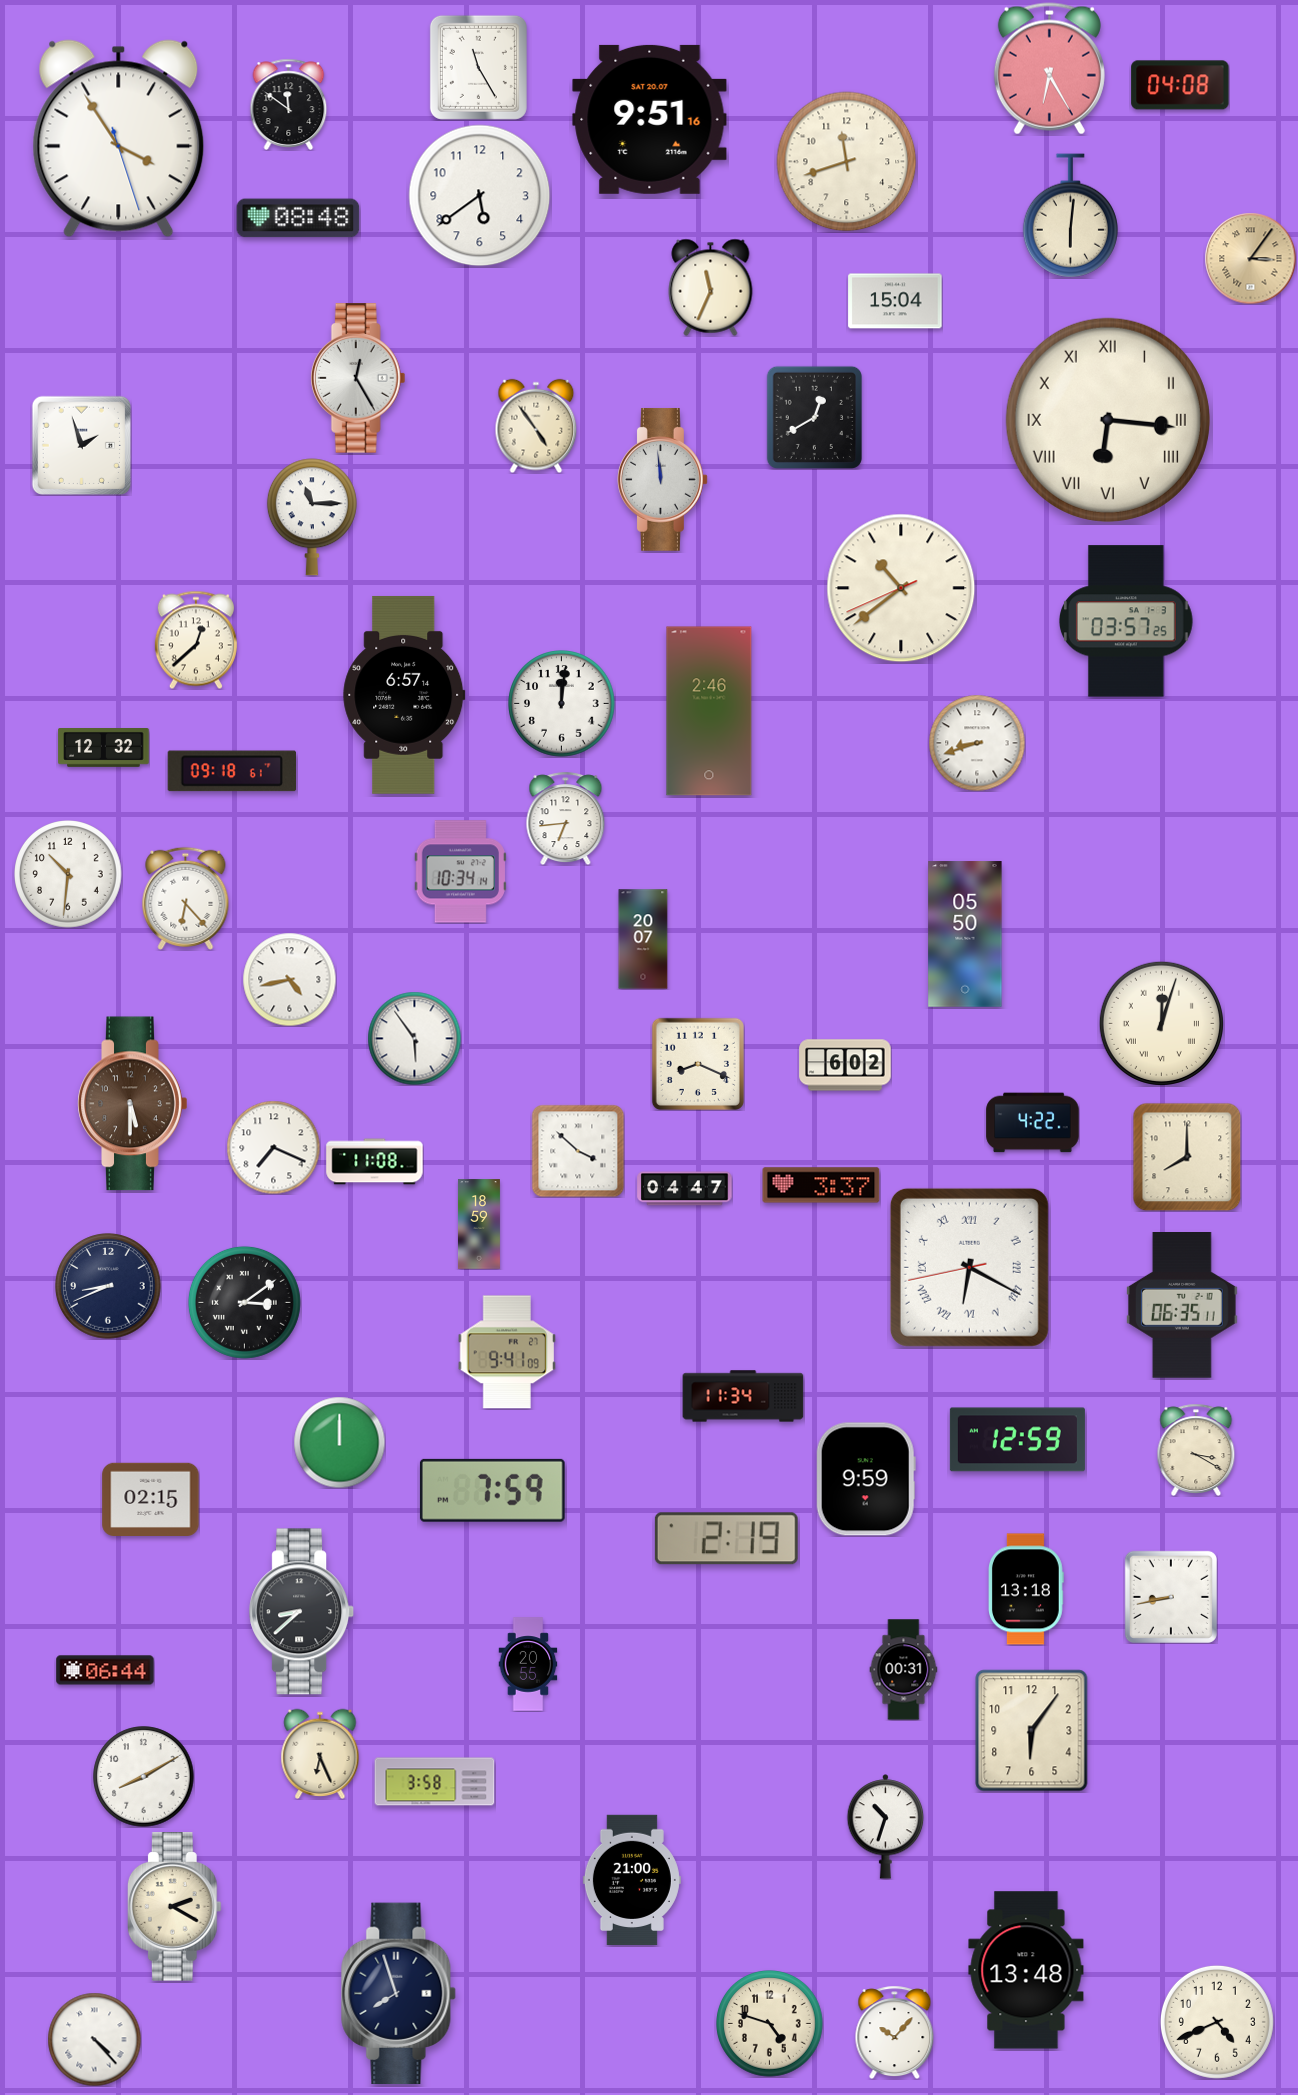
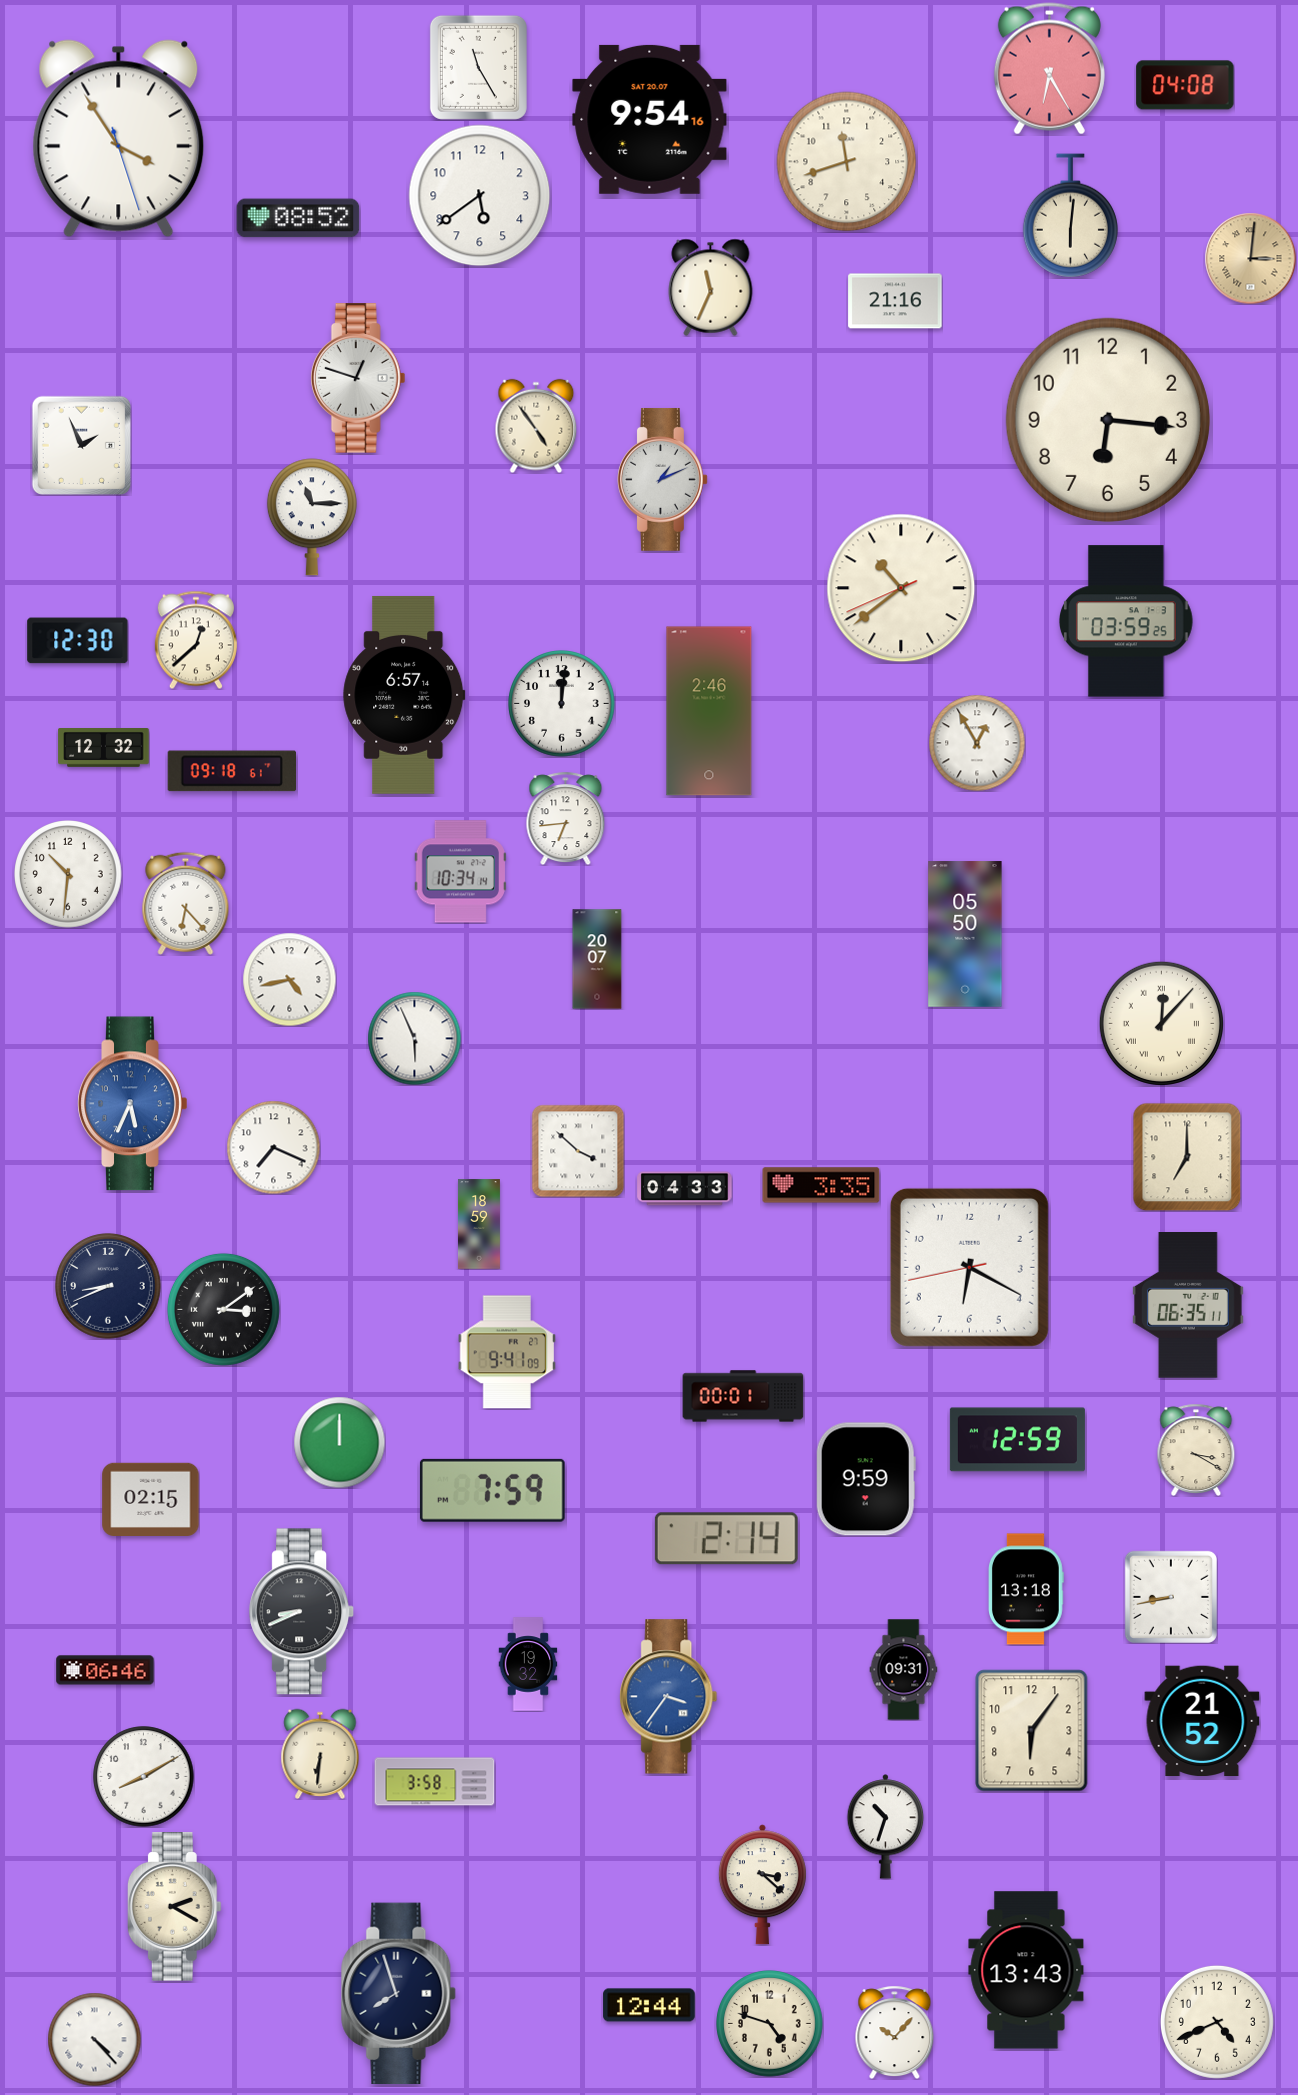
clock at (1180, 85) position: (1180, 85) -> (1185, 85)
clock at (289, 104): 11:51 -> none
clock at (650, 119): 9:51 -> 9:54
clock at (298, 218): 08:48 -> 08:52
clock at (1250, 258): 3:06 -> 3:01
clock at (895, 301): 15:04 -> 21:16
clock at (358, 378): 12:25 -> 12:48
clock at (814, 417): 12:40 -> none
clock at (1108, 420) numerals: Roman -> Arabic
clock at (81, 445): 1:57 -> 1:56
clock at (662, 479): 11:59 -> 1:11
clock at (1126, 621): 03:57 -> 03:59
clock at (78, 641): none -> 12:30
clock at (977, 743): 8:42 -> 12:55
clock at (186, 898) position: (186, 898) -> (186, 903)
clock at (643, 939) position: (643, 939) -> (597, 959)
clock at (1161, 1023): 12:03 -> 12:07
clock at (414, 1038): 5:54 -> 5:56
clock at (698, 1064): 8:19 -> none
clock at (845, 1065): 6:02 -> none
clock at (133, 1104): 5:30 -> 5:34
clock at (133, 1104) dial: brown -> blue
clock at (1033, 1123): 4:22 -> none
clock at (1187, 1157): 8:00 -> 7:00
clock at (375, 1162): 11:08 -> none
clock at (821, 1185): 3:37 -> 3:35
clock at (685, 1189): 04:47 -> 04:33
clock at (969, 1267) numerals: Roman -> Arabic
clock at (244, 1302) position: (244, 1302) -> (223, 1309)
clock at (1182, 1306) position: (1182, 1306) -> (1188, 1306)
clock at (743, 1396): 11:34 -> 00:01
clock at (726, 1539): 2:19 -> 2:14
clock at (302, 1612): 8:38 -> 8:41
clock at (528, 1664): 20:55 -> 19:32
clock at (105, 1670): 06:44 -> 06:46
clock at (904, 1670): 00:31 -> 09:31
clock at (669, 1697): none -> 3:36
clock at (1202, 1721): none -> 21:52
clock at (320, 1754): 6:26 -> 6:31
clock at (632, 1880): 21:00 -> none
clock at (762, 1885): none -> 3:22
clock at (1026, 1970): 13:48 -> 13:43
clock at (649, 2005): none -> 12:44
